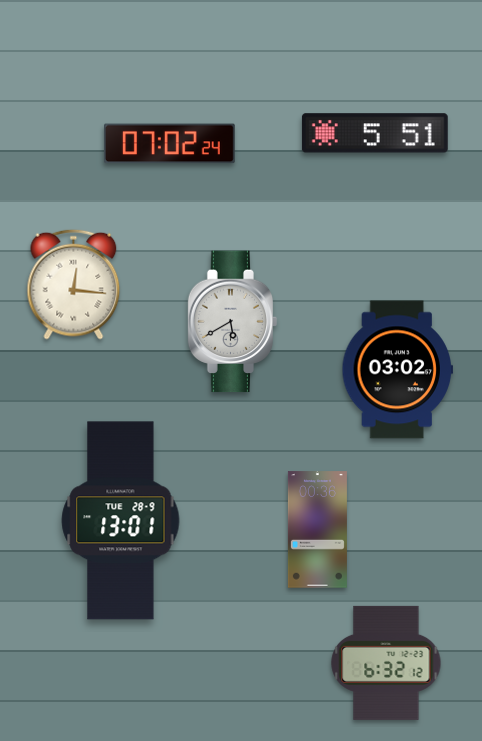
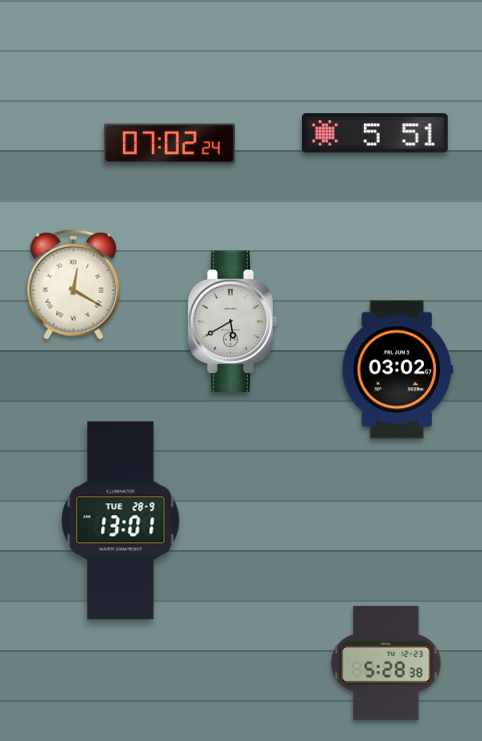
clock at (74, 284): 12:16 -> 12:20
clock at (317, 530): 00:36 -> none
clock at (386, 663): 6:32 -> 5:28
